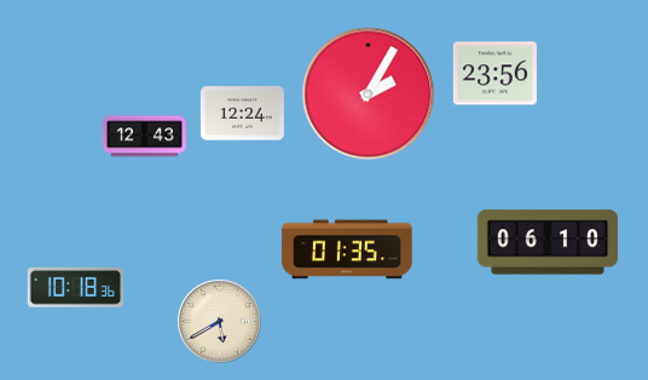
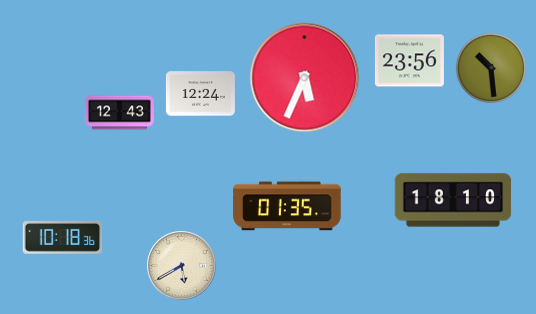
clock at (490, 67): none -> 10:29
clock at (369, 94): 2:05 -> 5:34
clock at (548, 242): 06:10 -> 18:10
